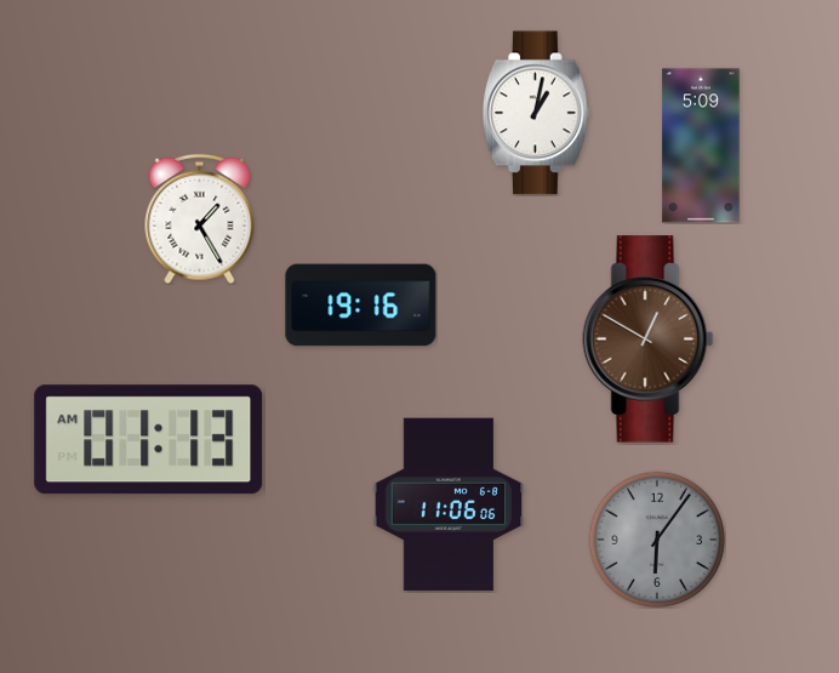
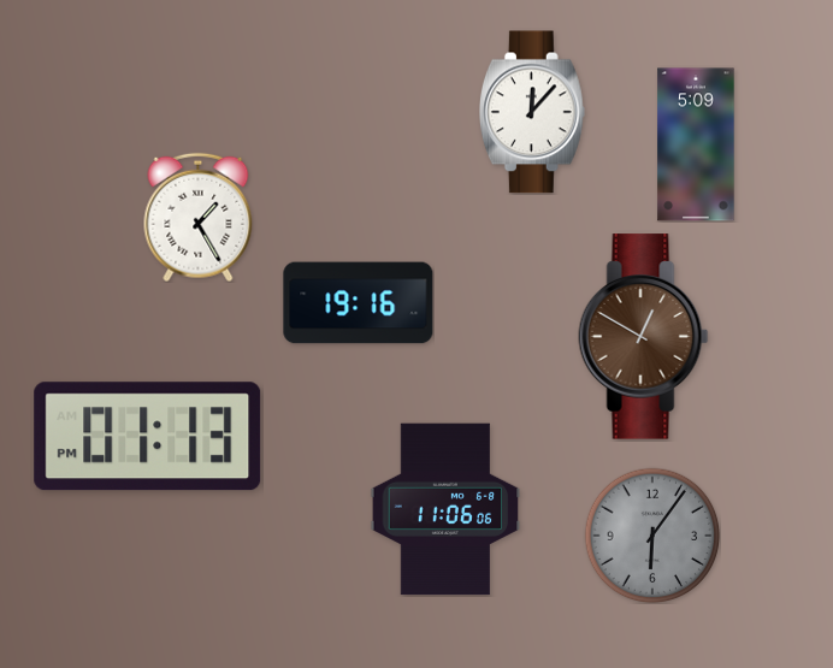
clock at (536, 113): 1:02 -> 12:07
clock at (149, 440): 01:13 AM -> 01:13 PM
clock at (449, 504) position: (449, 504) -> (445, 509)
